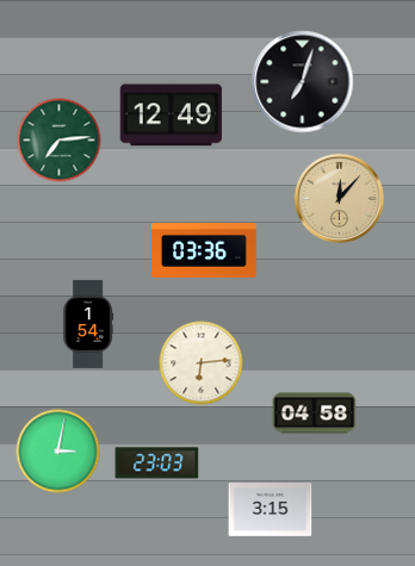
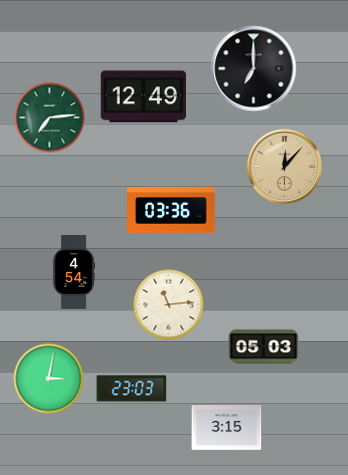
clock at (303, 82): 7:03 -> 7:00
clock at (88, 324): 1:54 -> 4:54
clock at (202, 363): 6:14 -> 11:14
clock at (315, 413): 04:58 -> 05:03
